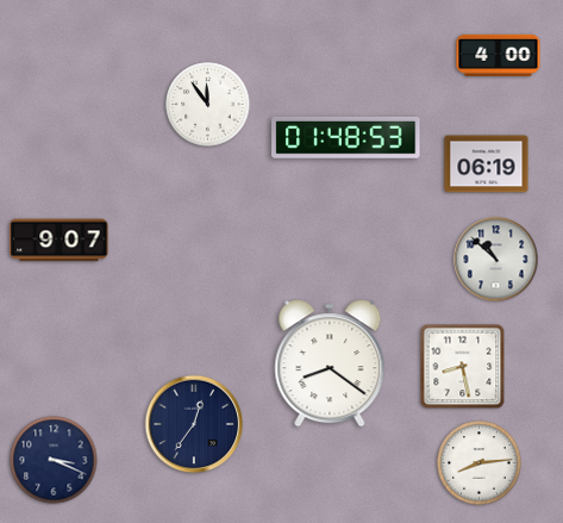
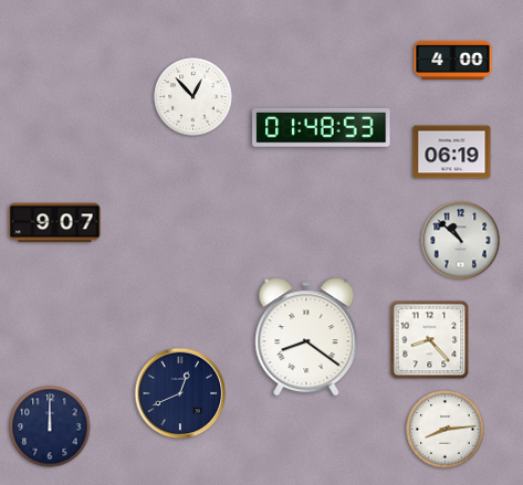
clock at (499, 55) position: (499, 55) -> (453, 60)
clock at (208, 105): 11:54 -> 12:53
clock at (463, 367): 8:28 -> 8:23
clock at (194, 424): 12:36 -> 12:41
clock at (54, 460): 3:19 -> 12:00
